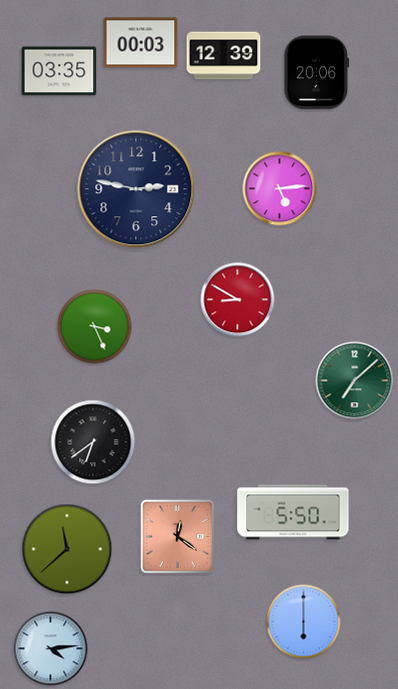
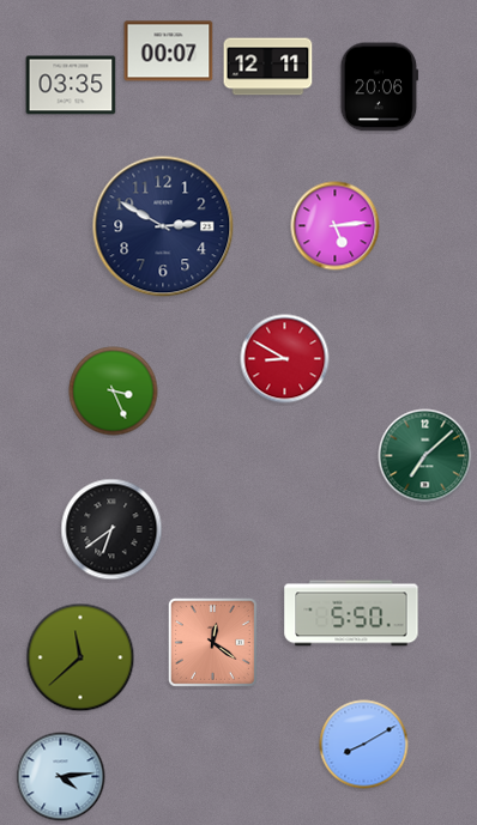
clock at (141, 43): 00:03 -> 00:07
clock at (224, 56): 12:39 -> 12:11
clock at (136, 189): 2:47 -> 2:50
clock at (304, 622): 6:00 -> 8:10
